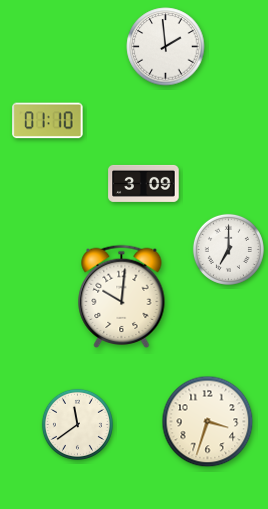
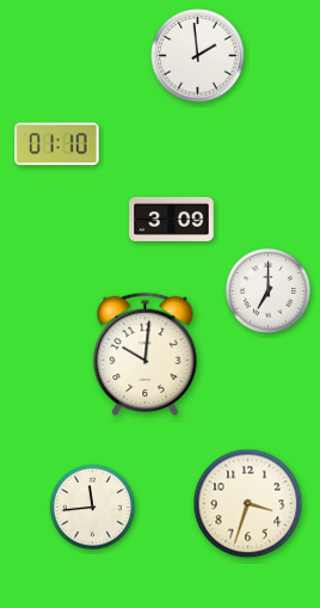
clock at (228, 249) position: (228, 249) -> (267, 290)
clock at (77, 424): 11:39 -> 11:44
